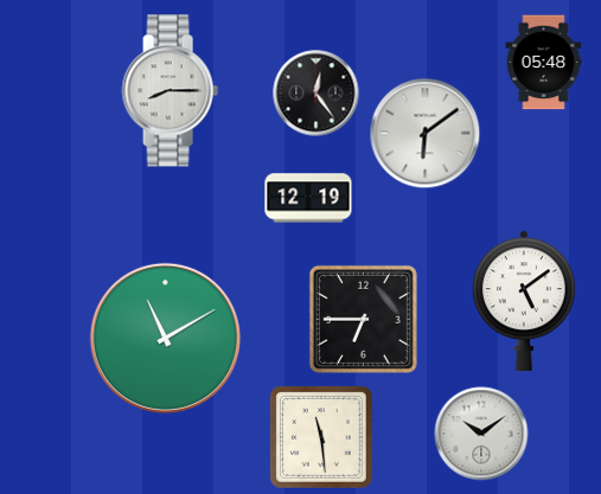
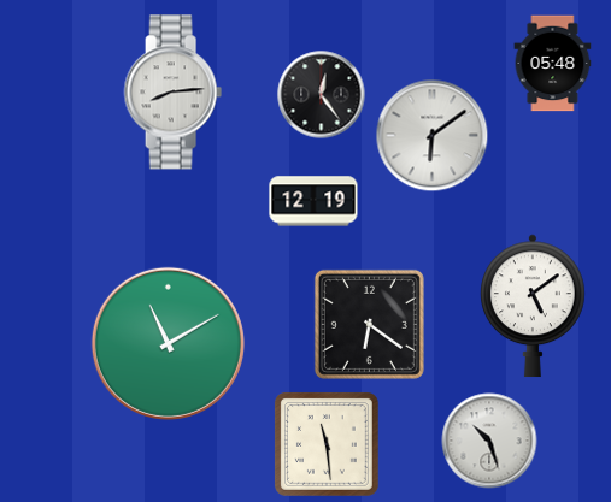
clock at (170, 91): 8:15 -> 8:14
clock at (363, 319): 6:45 -> 6:21
clock at (481, 434): 10:09 -> 10:27
